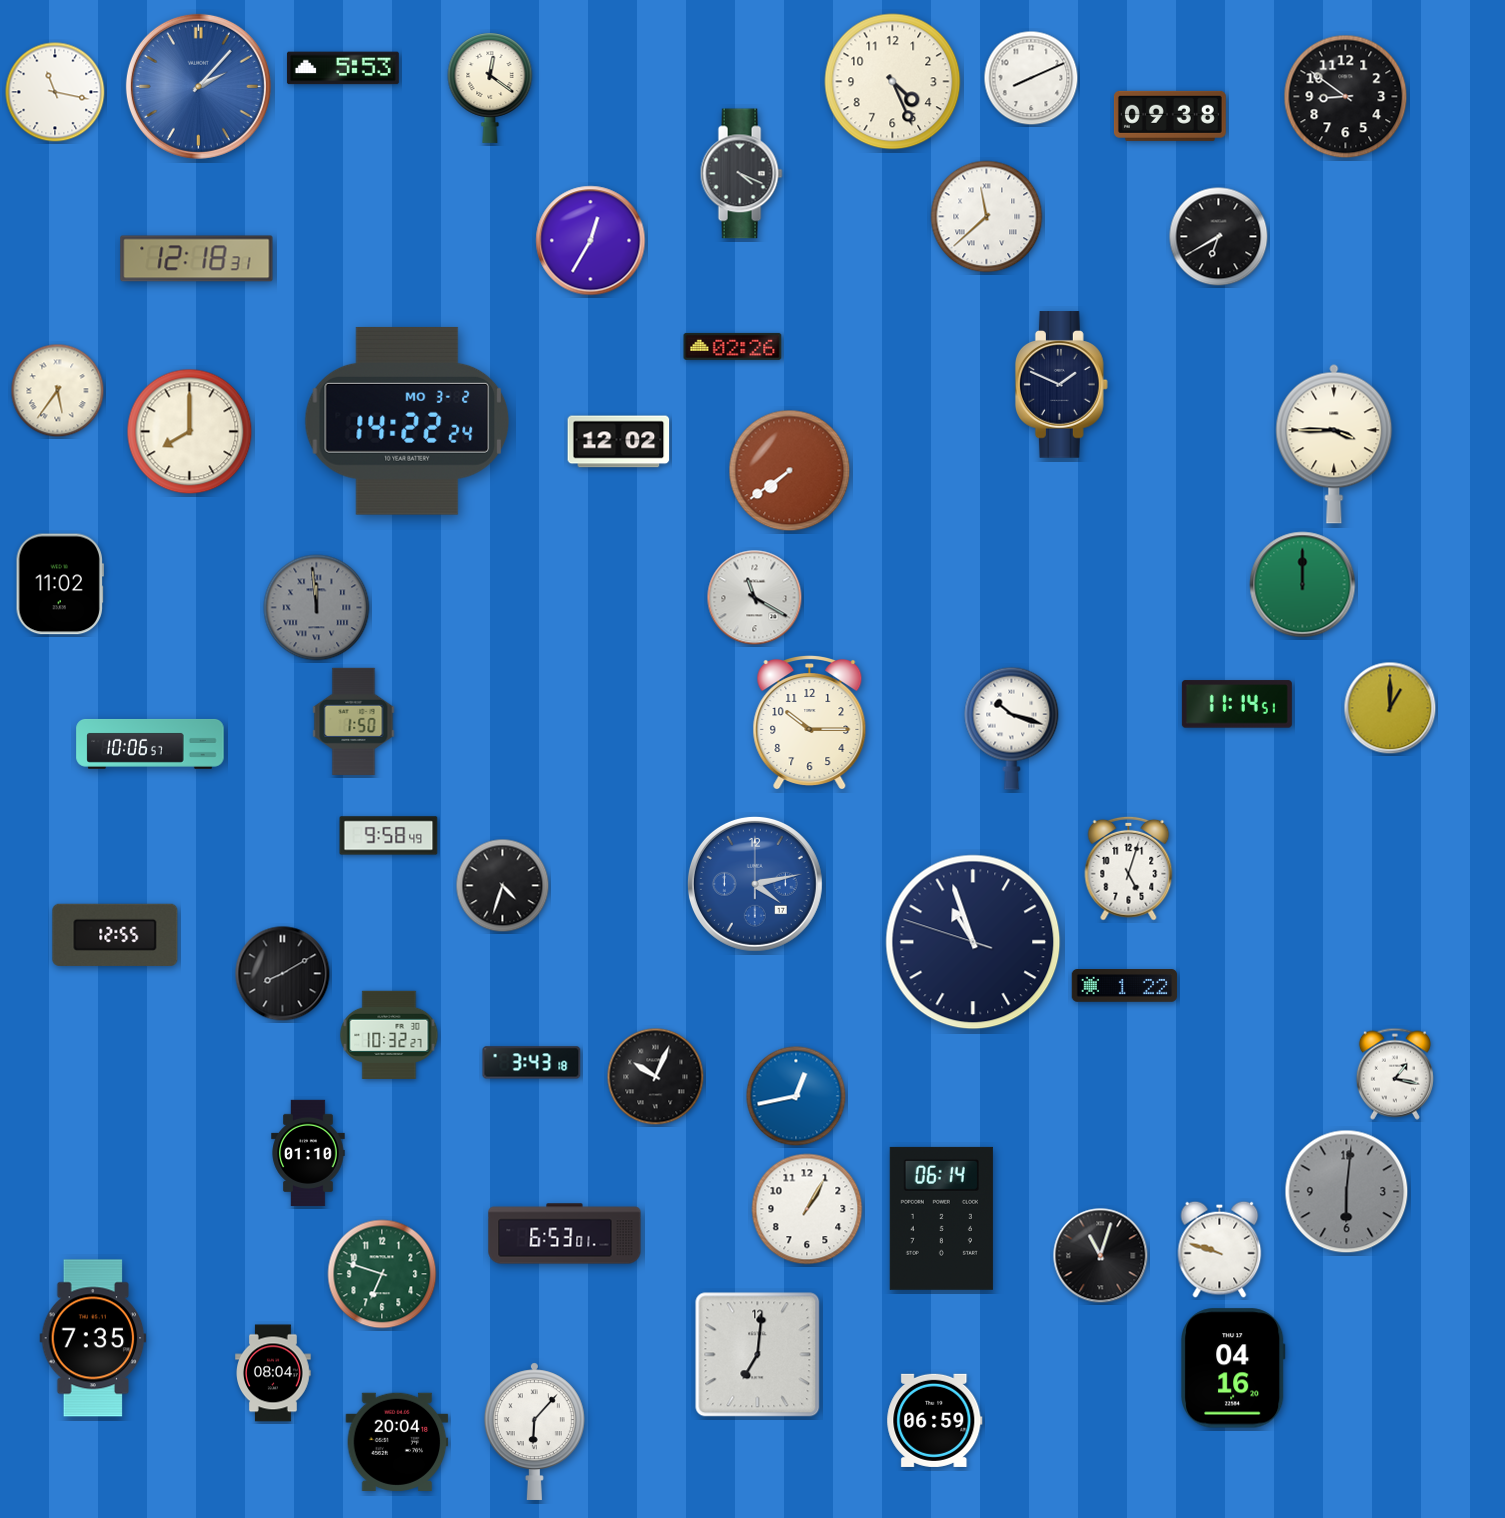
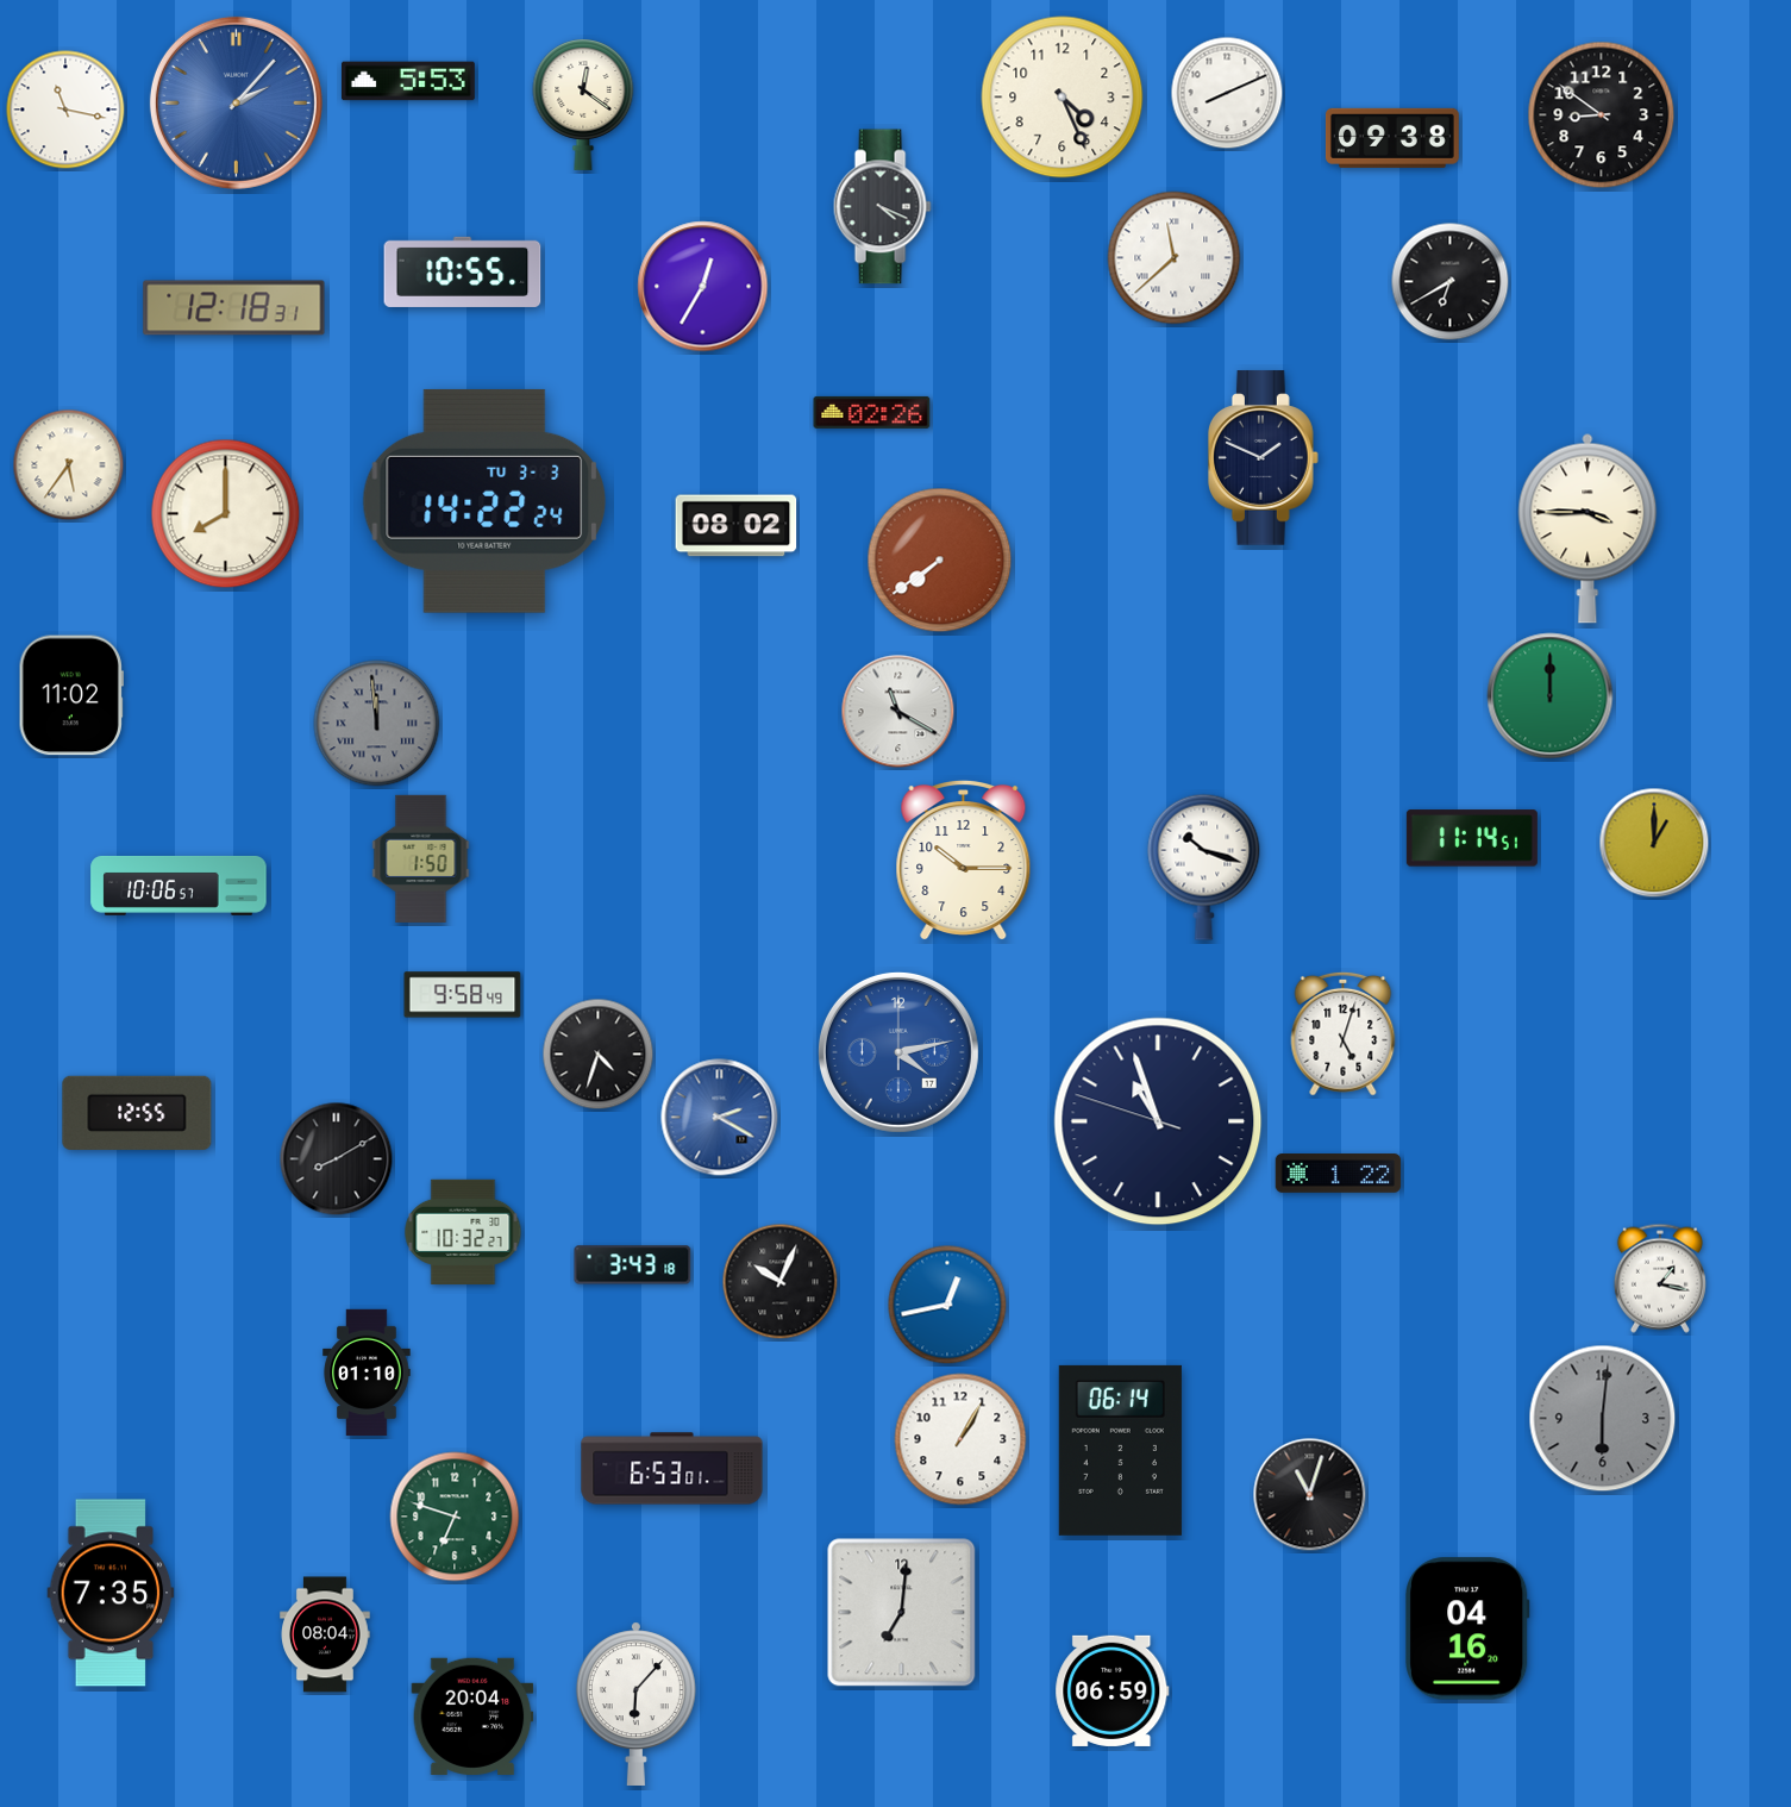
clock at (463, 271): none -> 10:55
clock at (407, 421) date: MO 3-2 -> TU 3-3
clock at (619, 442): 12:02 -> 08:02
clock at (720, 1118): none -> 2:20
clock at (1220, 1249): 9:48 -> none
